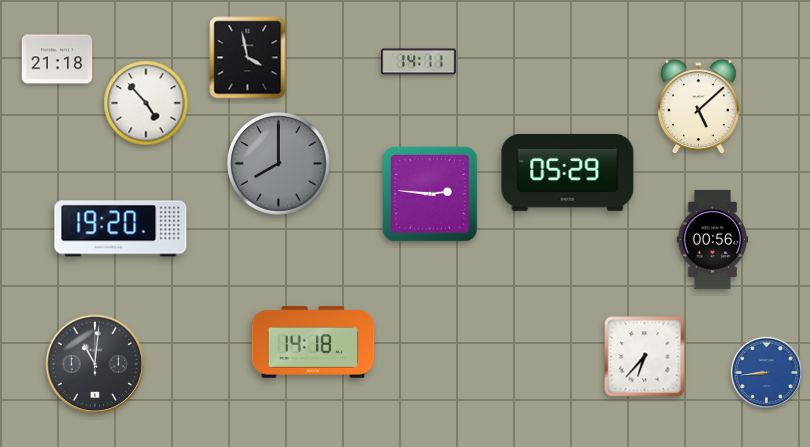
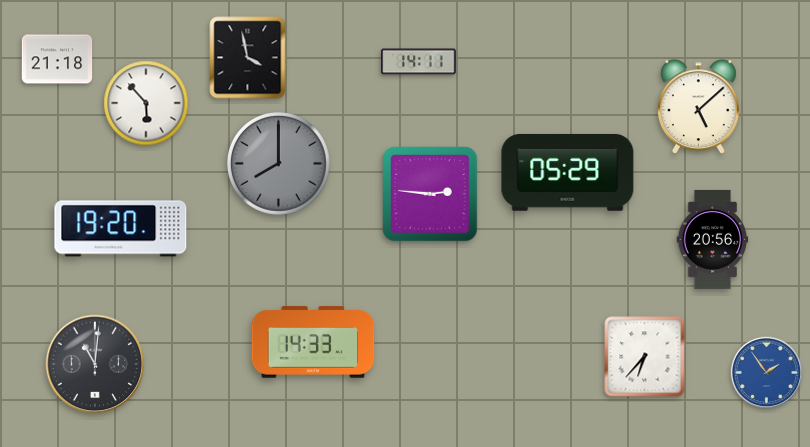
clock at (146, 103): 4:53 -> 5:53
clock at (713, 239): 00:56 -> 20:56
clock at (313, 342): 14:18 -> 14:33
clock at (767, 373): 8:44 -> 1:54
